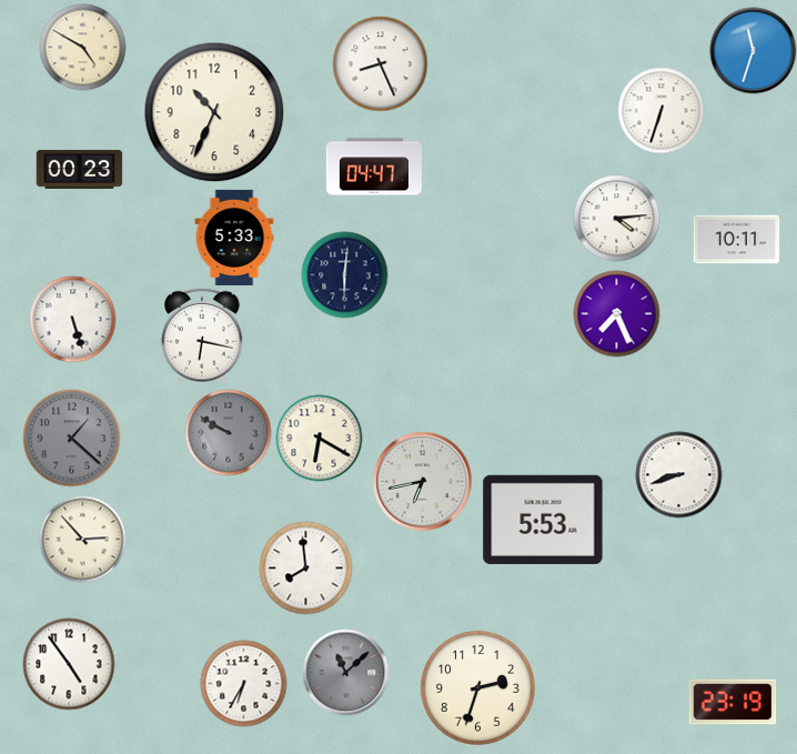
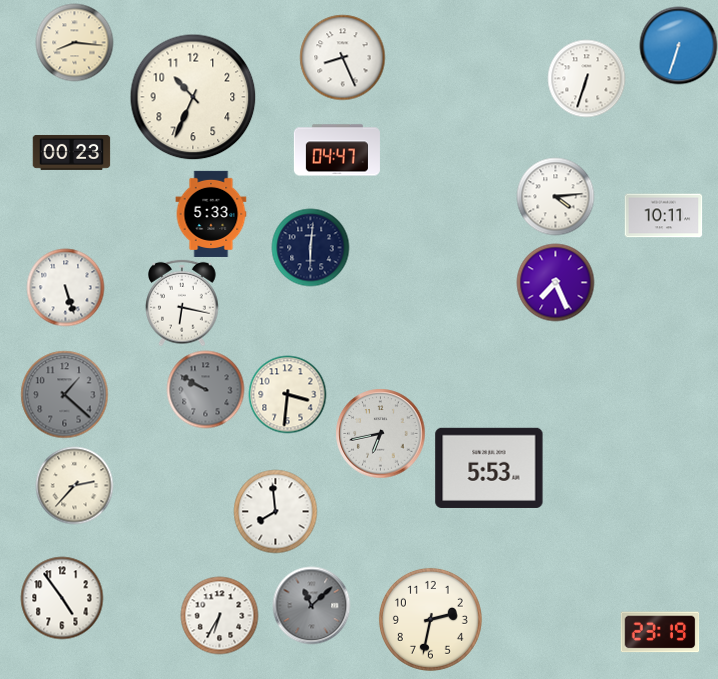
clock at (82, 47): 4:50 -> 8:16
clock at (753, 50): 11:33 -> 6:33
clock at (660, 110) position: (660, 110) -> (586, 78)
clock at (214, 112) position: (214, 112) -> (193, 97)
clock at (319, 438): 6:20 -> 3:31
clock at (678, 474): 8:42 -> none
clock at (82, 539): 2:53 -> 2:37
clock at (477, 687): 2:33 -> 2:32
